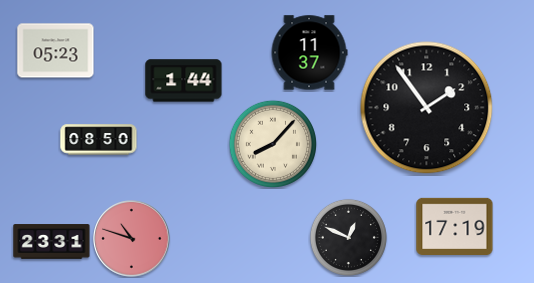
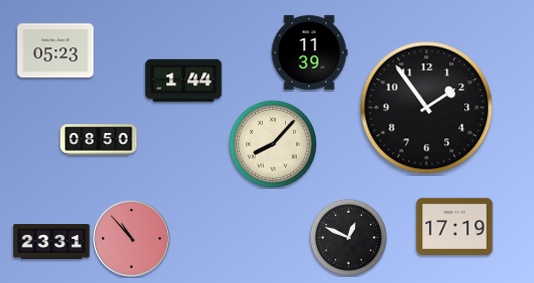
clock at (309, 53): 11:37 -> 11:39
clock at (132, 239): 10:48 -> 10:53
